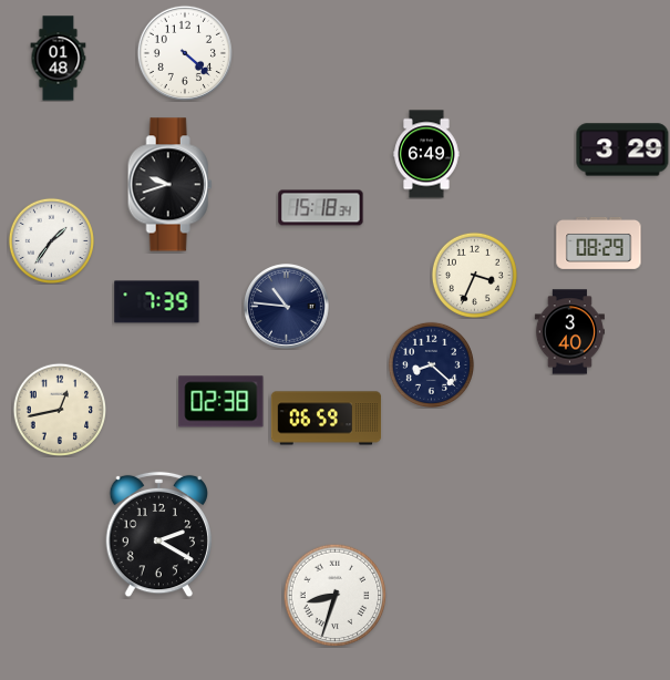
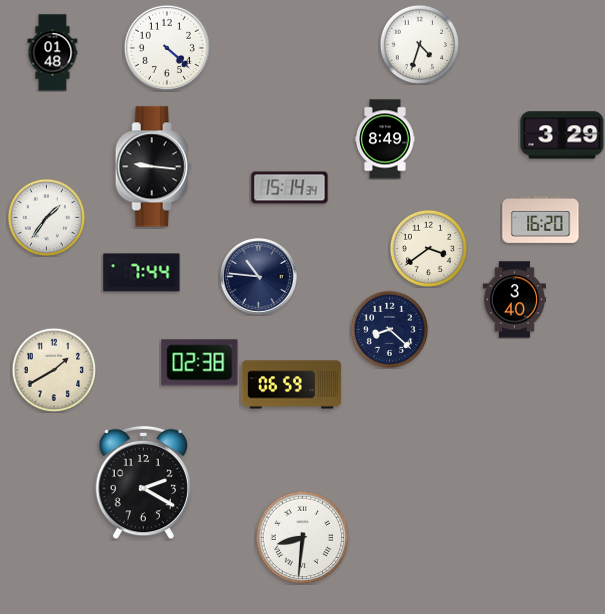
clock at (419, 44): none -> 4:33
clock at (426, 154): 6:49 -> 8:49
clock at (169, 185): 9:42 -> 9:16
clock at (321, 208): 15:18 -> 15:14
clock at (599, 243): 08:29 -> 16:20
clock at (474, 275): 3:34 -> 3:39
clock at (157, 302): 7:39 -> 7:44
clock at (59, 409): 12:43 -> 1:40
clock at (327, 419) position: (327, 419) -> (292, 385)
clock at (334, 595): 8:33 -> 8:31
